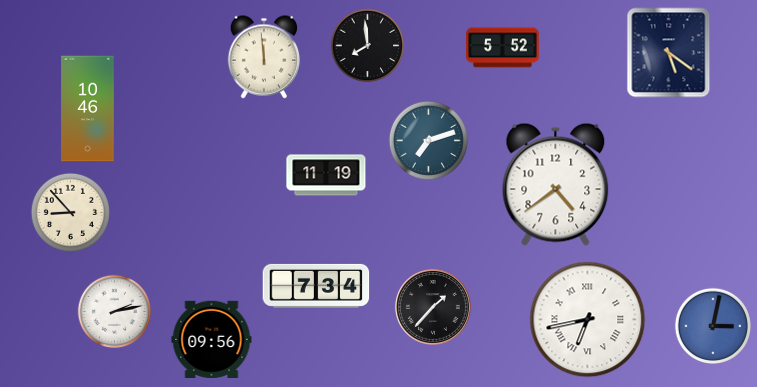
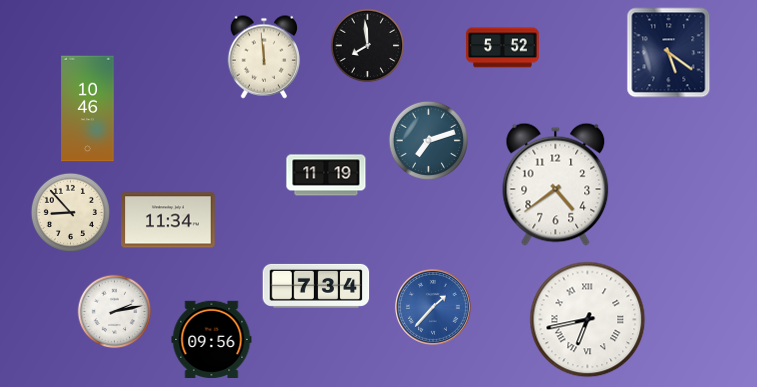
clock at (168, 220): none -> 11:34
clock at (433, 307) dial: black -> blue
clock at (712, 325): 3:02 -> none
